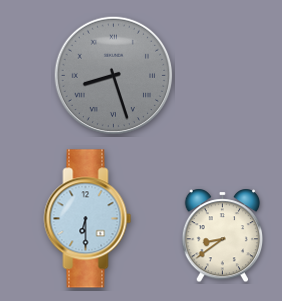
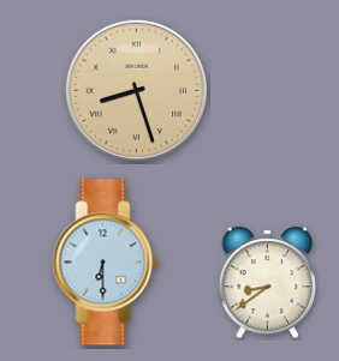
clock at (114, 76) dial: grey -> champagne
